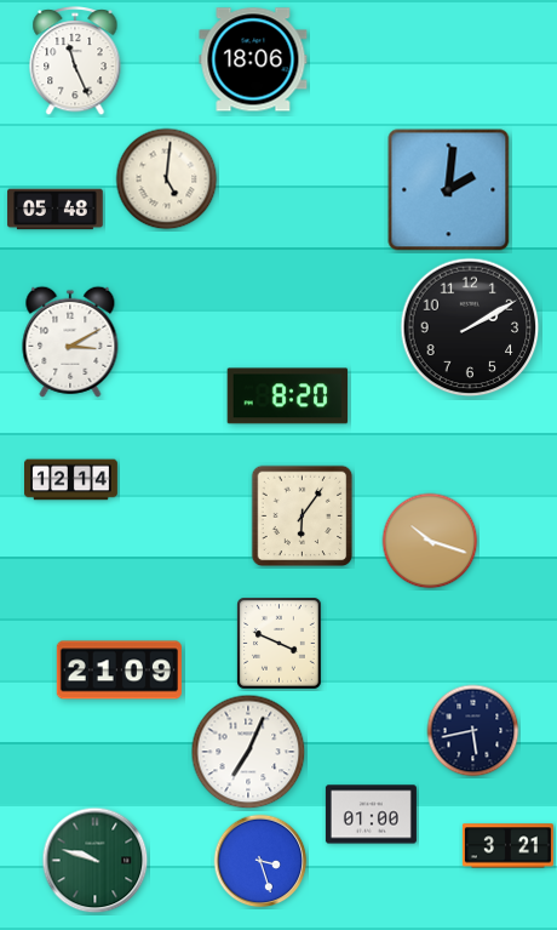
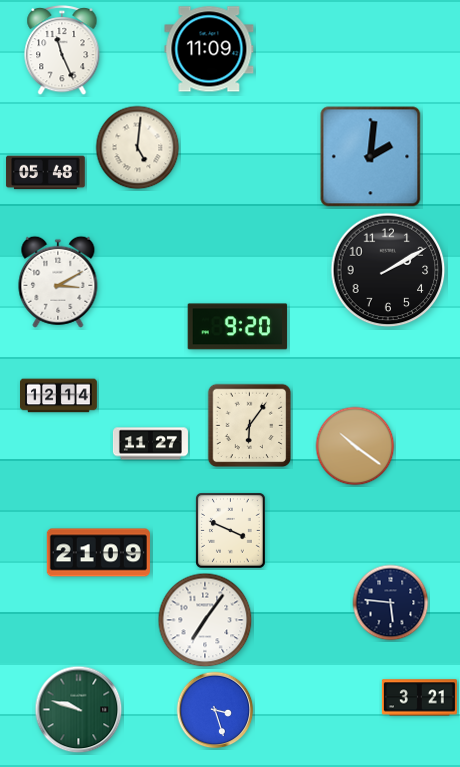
clock at (253, 59): 18:06 -> 11:09
clock at (288, 396): 8:20 -> 9:20
clock at (150, 444): none -> 11:27
clock at (430, 541): 10:18 -> 10:21
clock at (473, 731): 5:43 -> 5:46
clock at (248, 752): 7:04 -> 7:06
clock at (371, 815): 01:00 -> none
